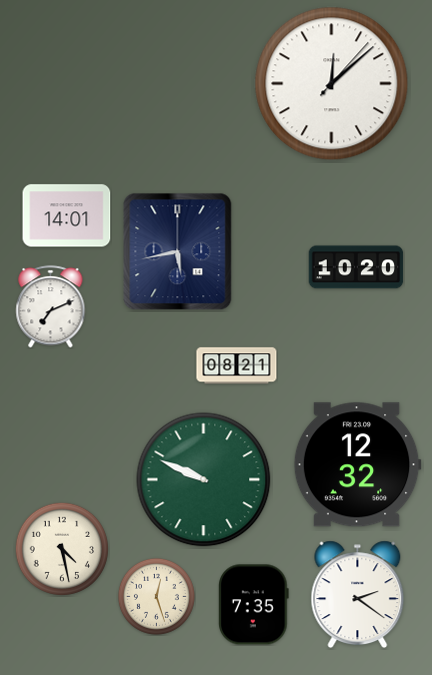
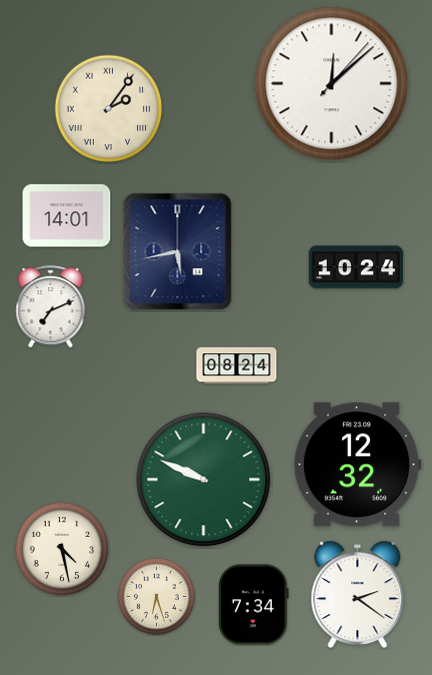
clock at (109, 109): none -> 2:06
clock at (356, 267): 10:20 -> 10:24
clock at (237, 366): 08:21 -> 08:24
clock at (156, 596): 12:27 -> 6:27
clock at (254, 605): 7:35 -> 7:34
